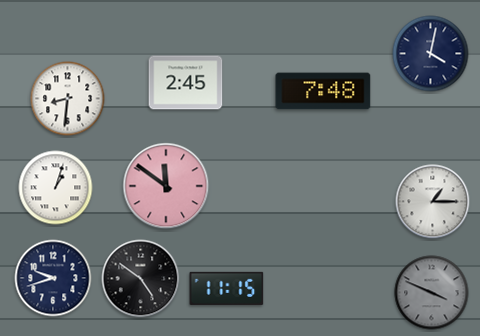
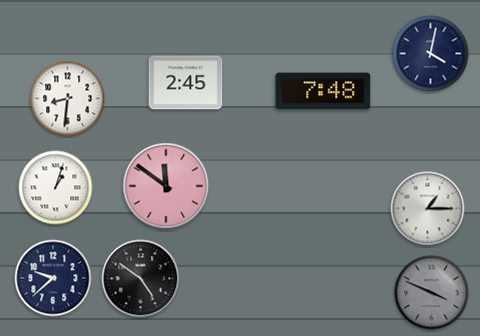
clock at (433, 202) position: (433, 202) -> (428, 209)
clock at (53, 278): 9:42 -> 9:38
clock at (227, 288): 11:15 -> none
